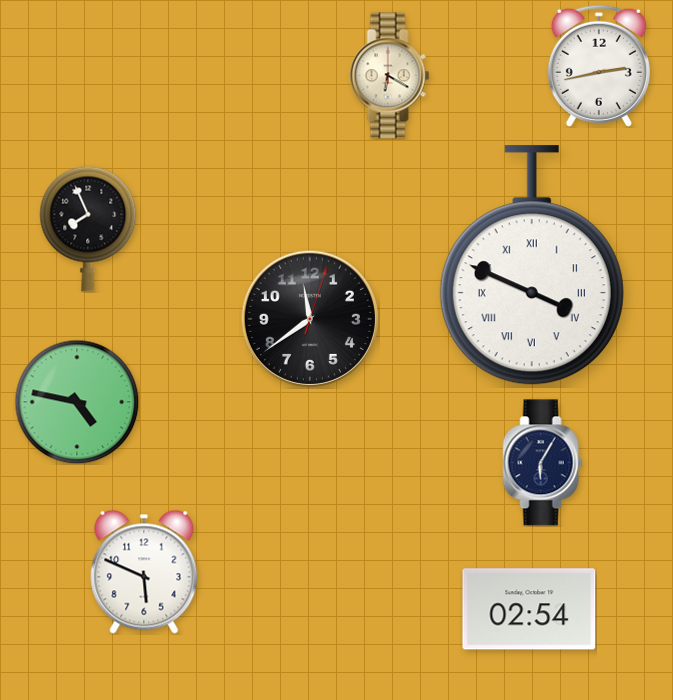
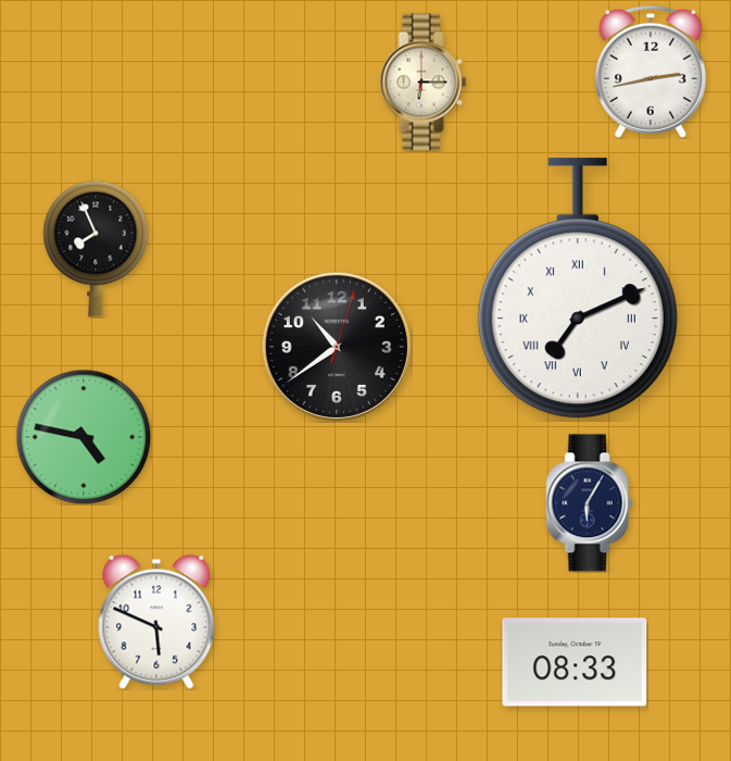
clock at (390, 76): 6:20 -> 6:15
clock at (532, 266): 3:49 -> 7:11
clock at (310, 319): 11:39 -> 10:39
clock at (529, 609): 02:54 -> 08:33
